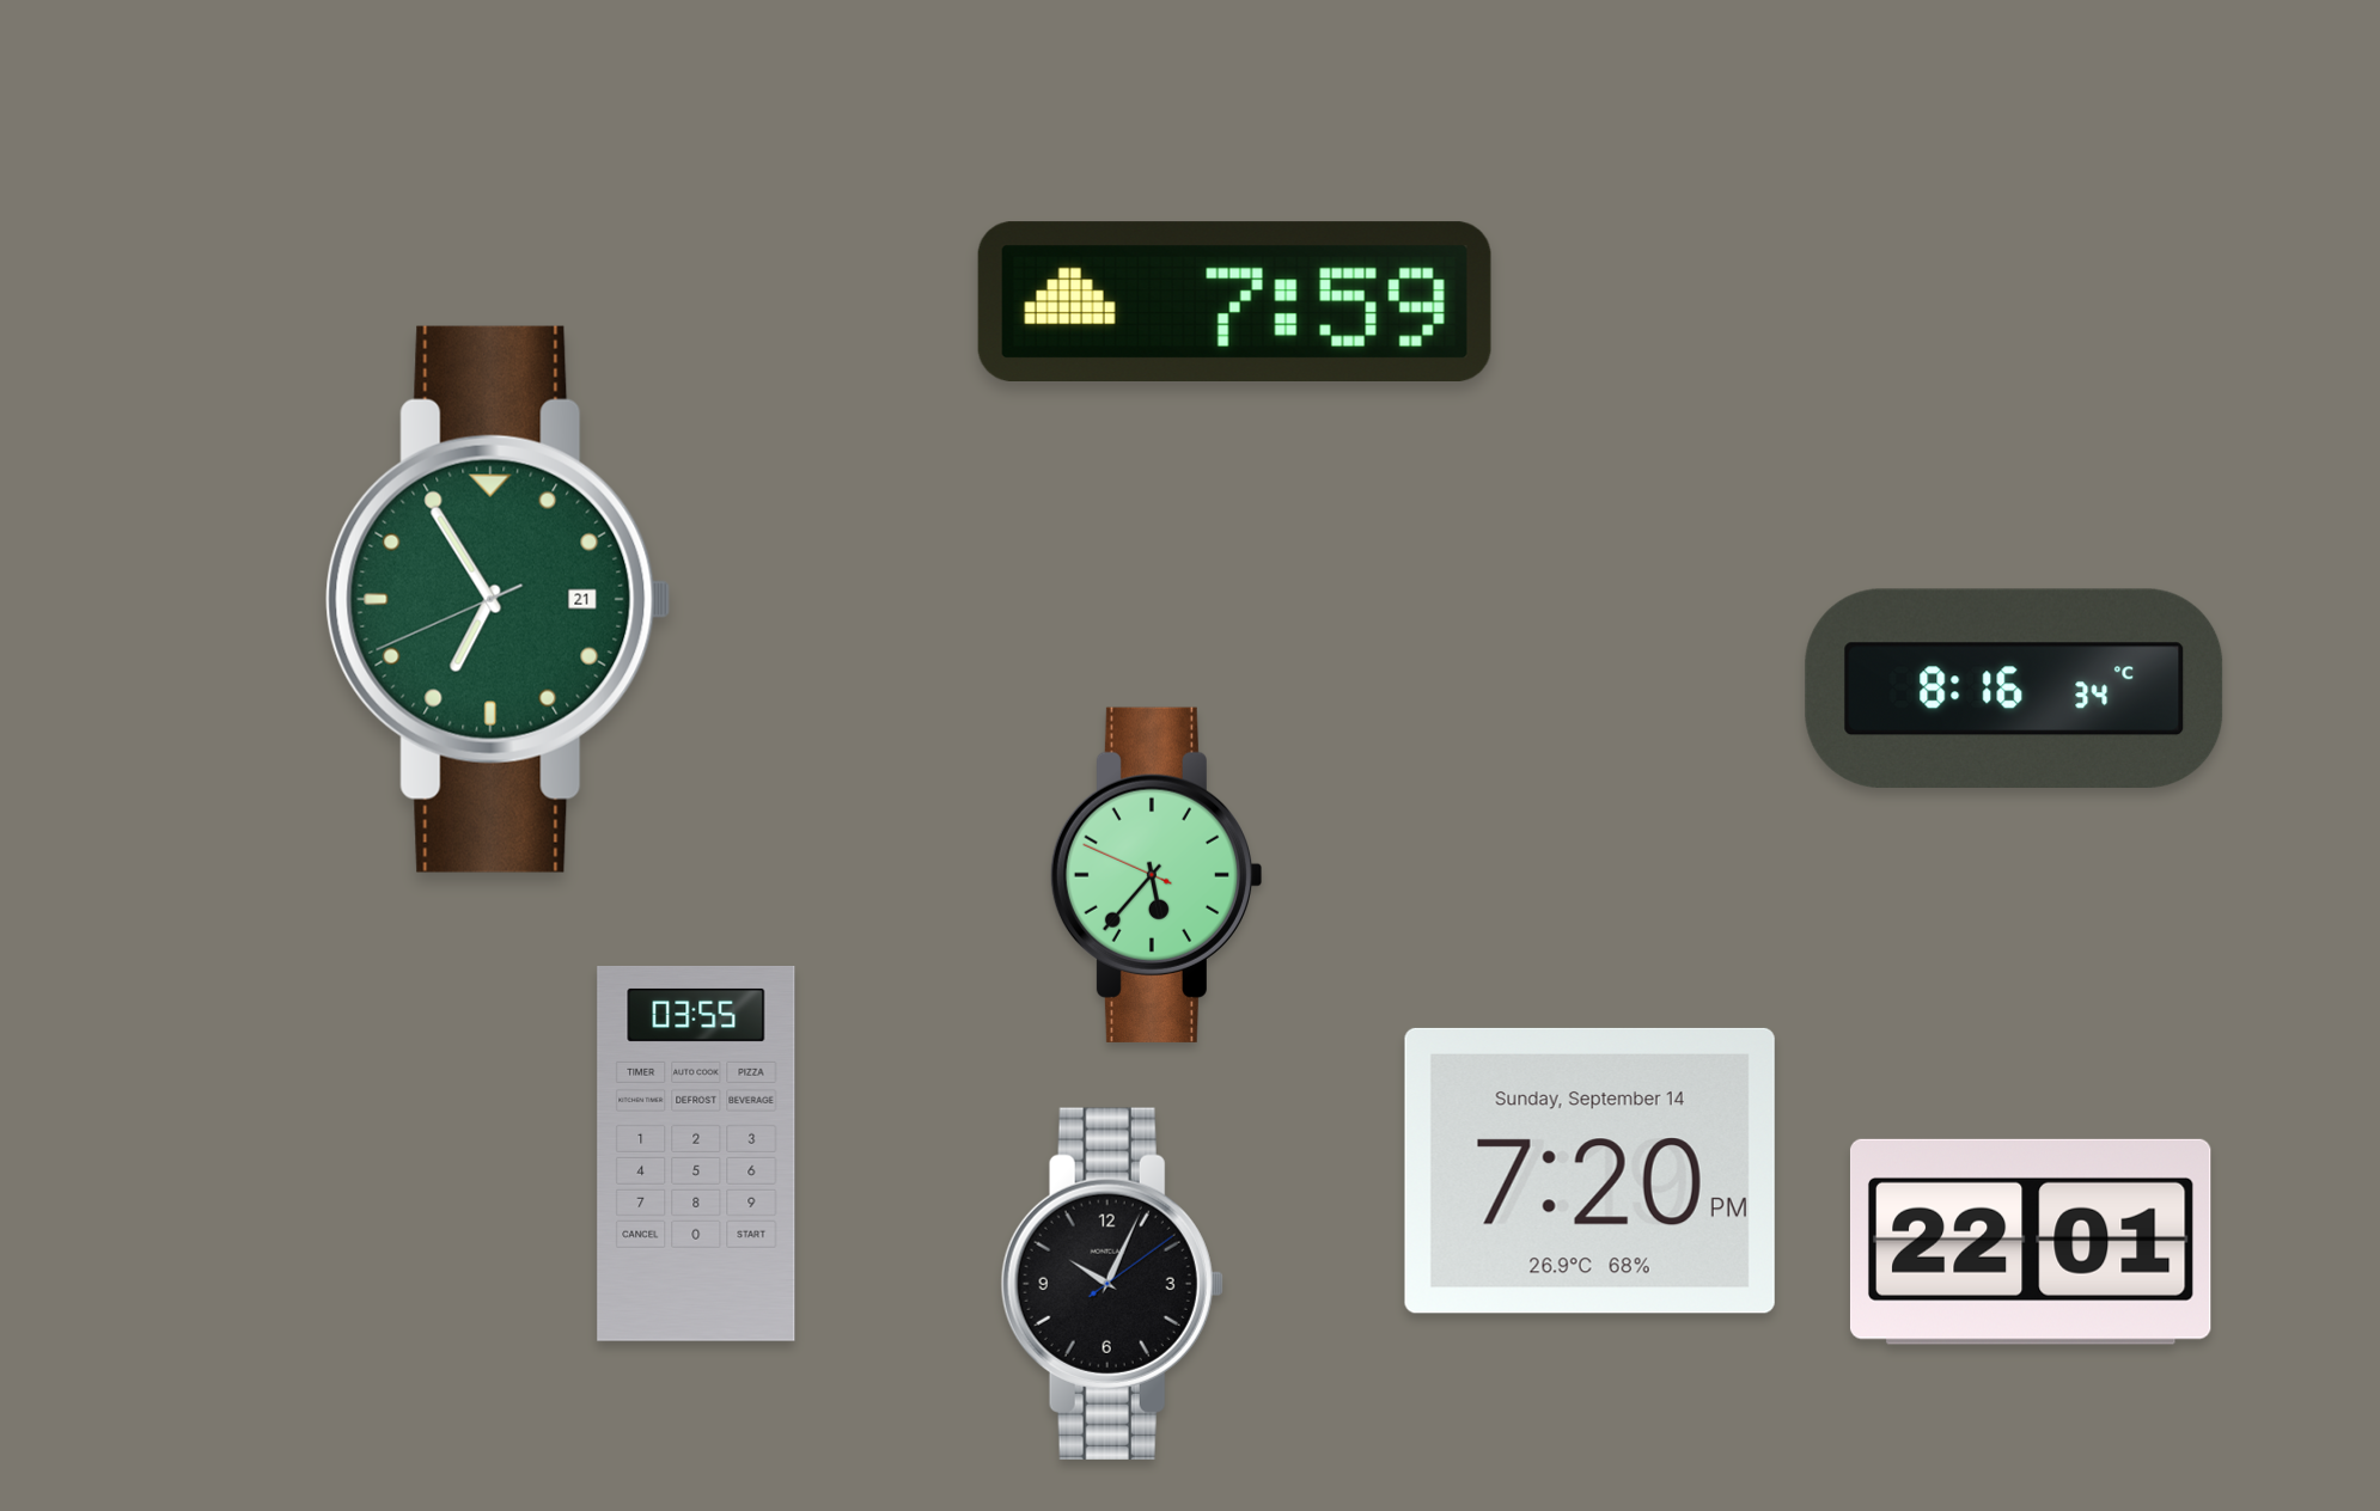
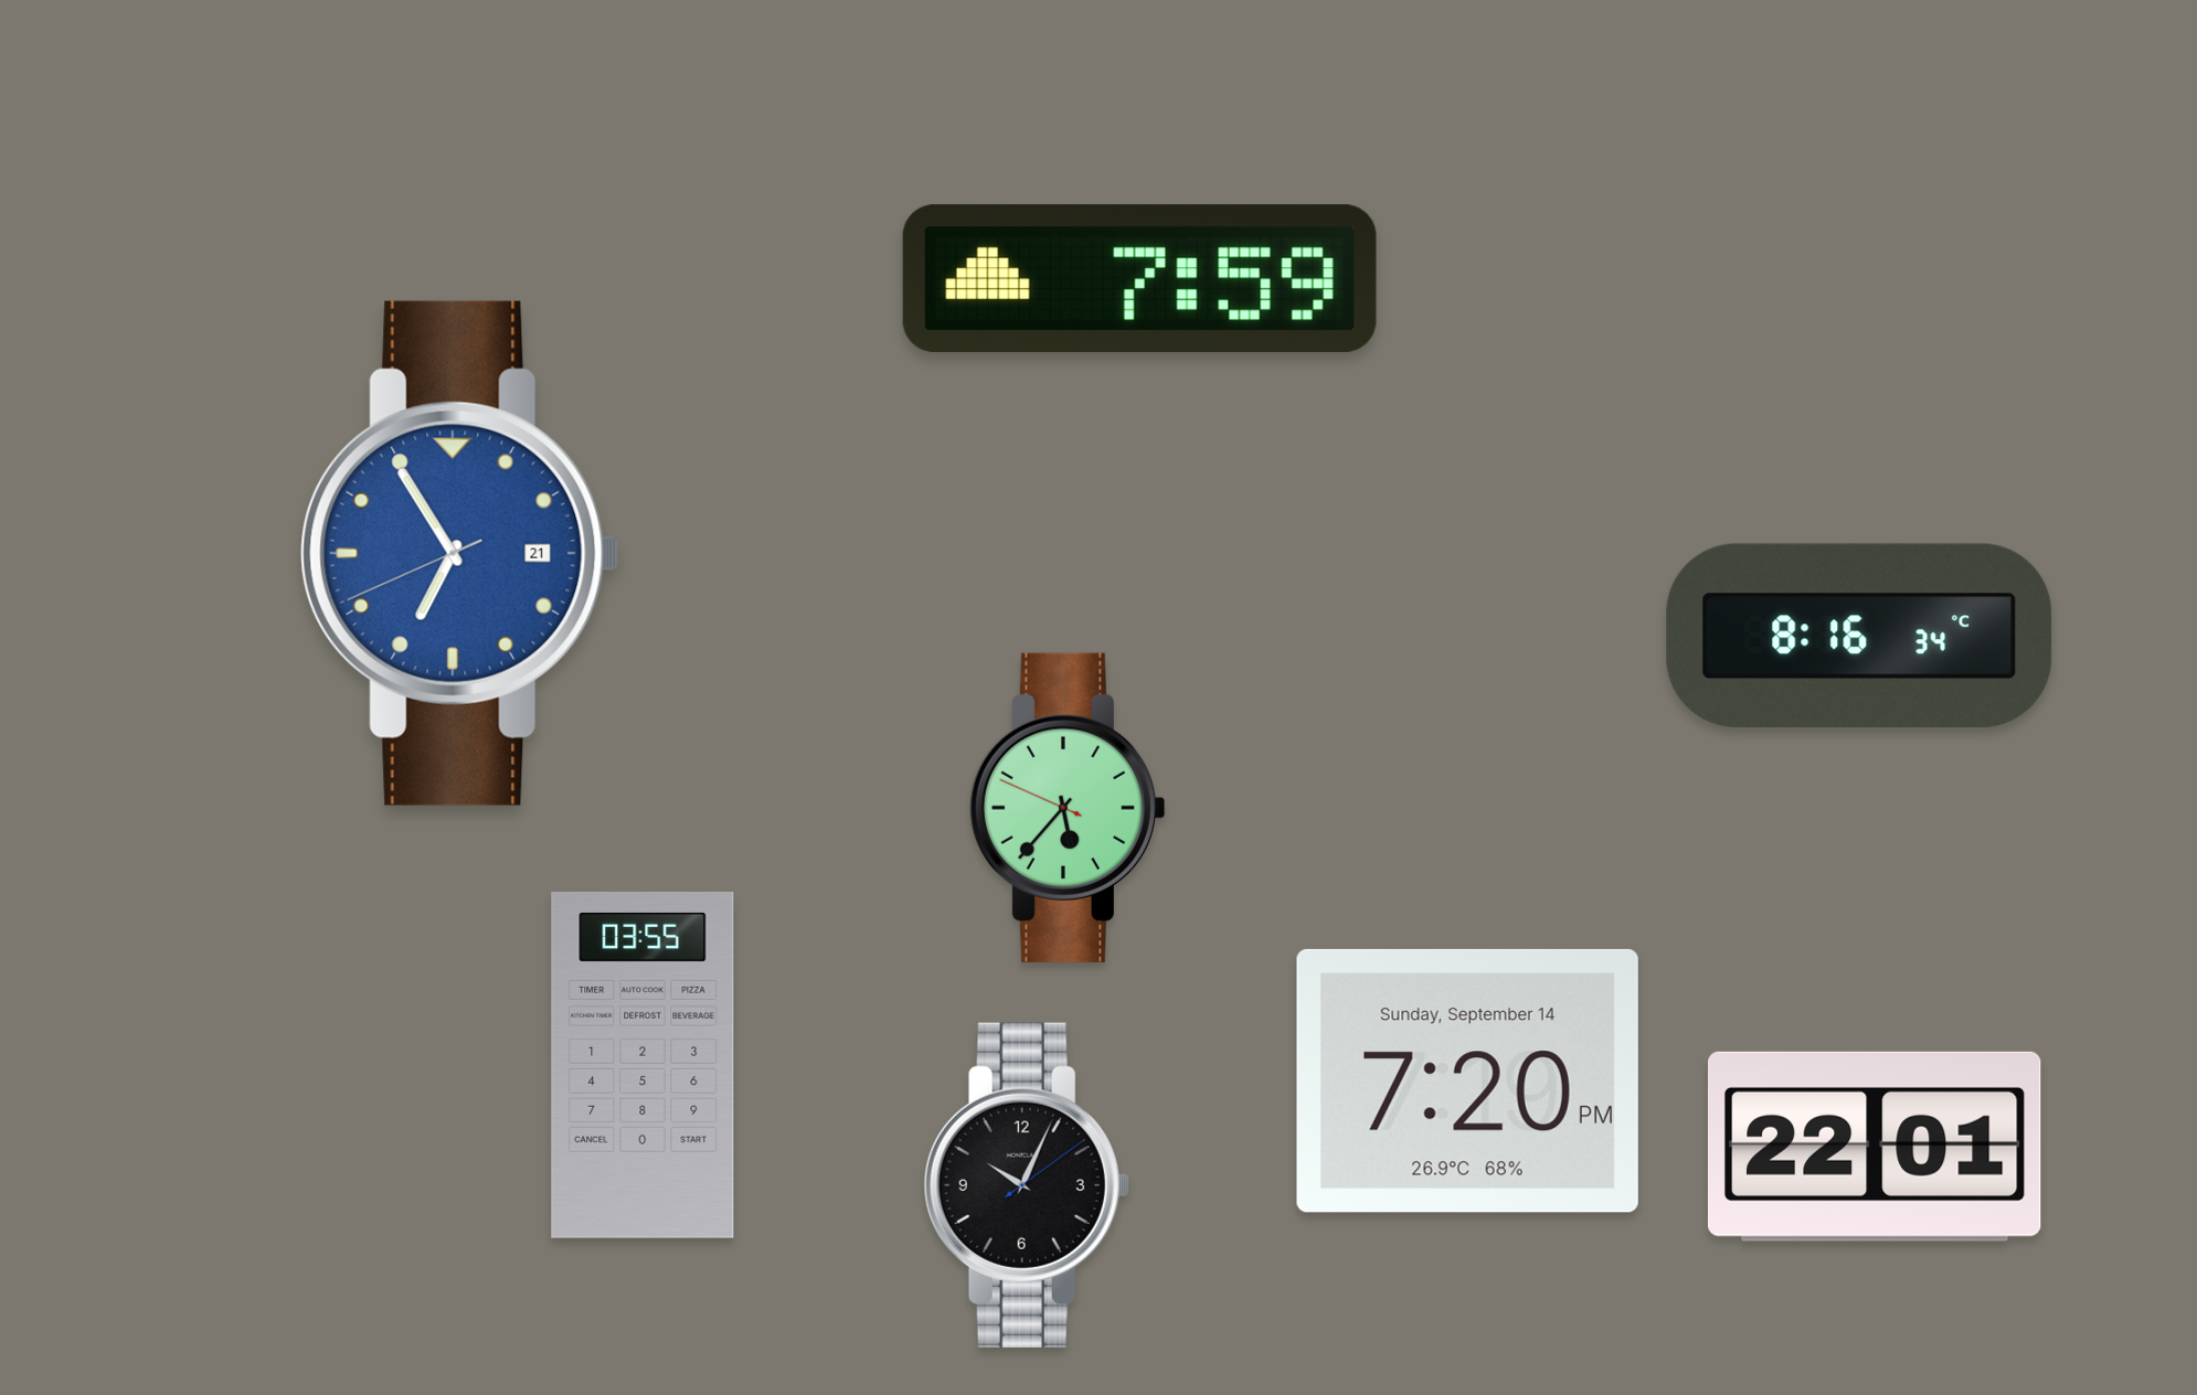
clock at (499, 599) dial: green -> blue
